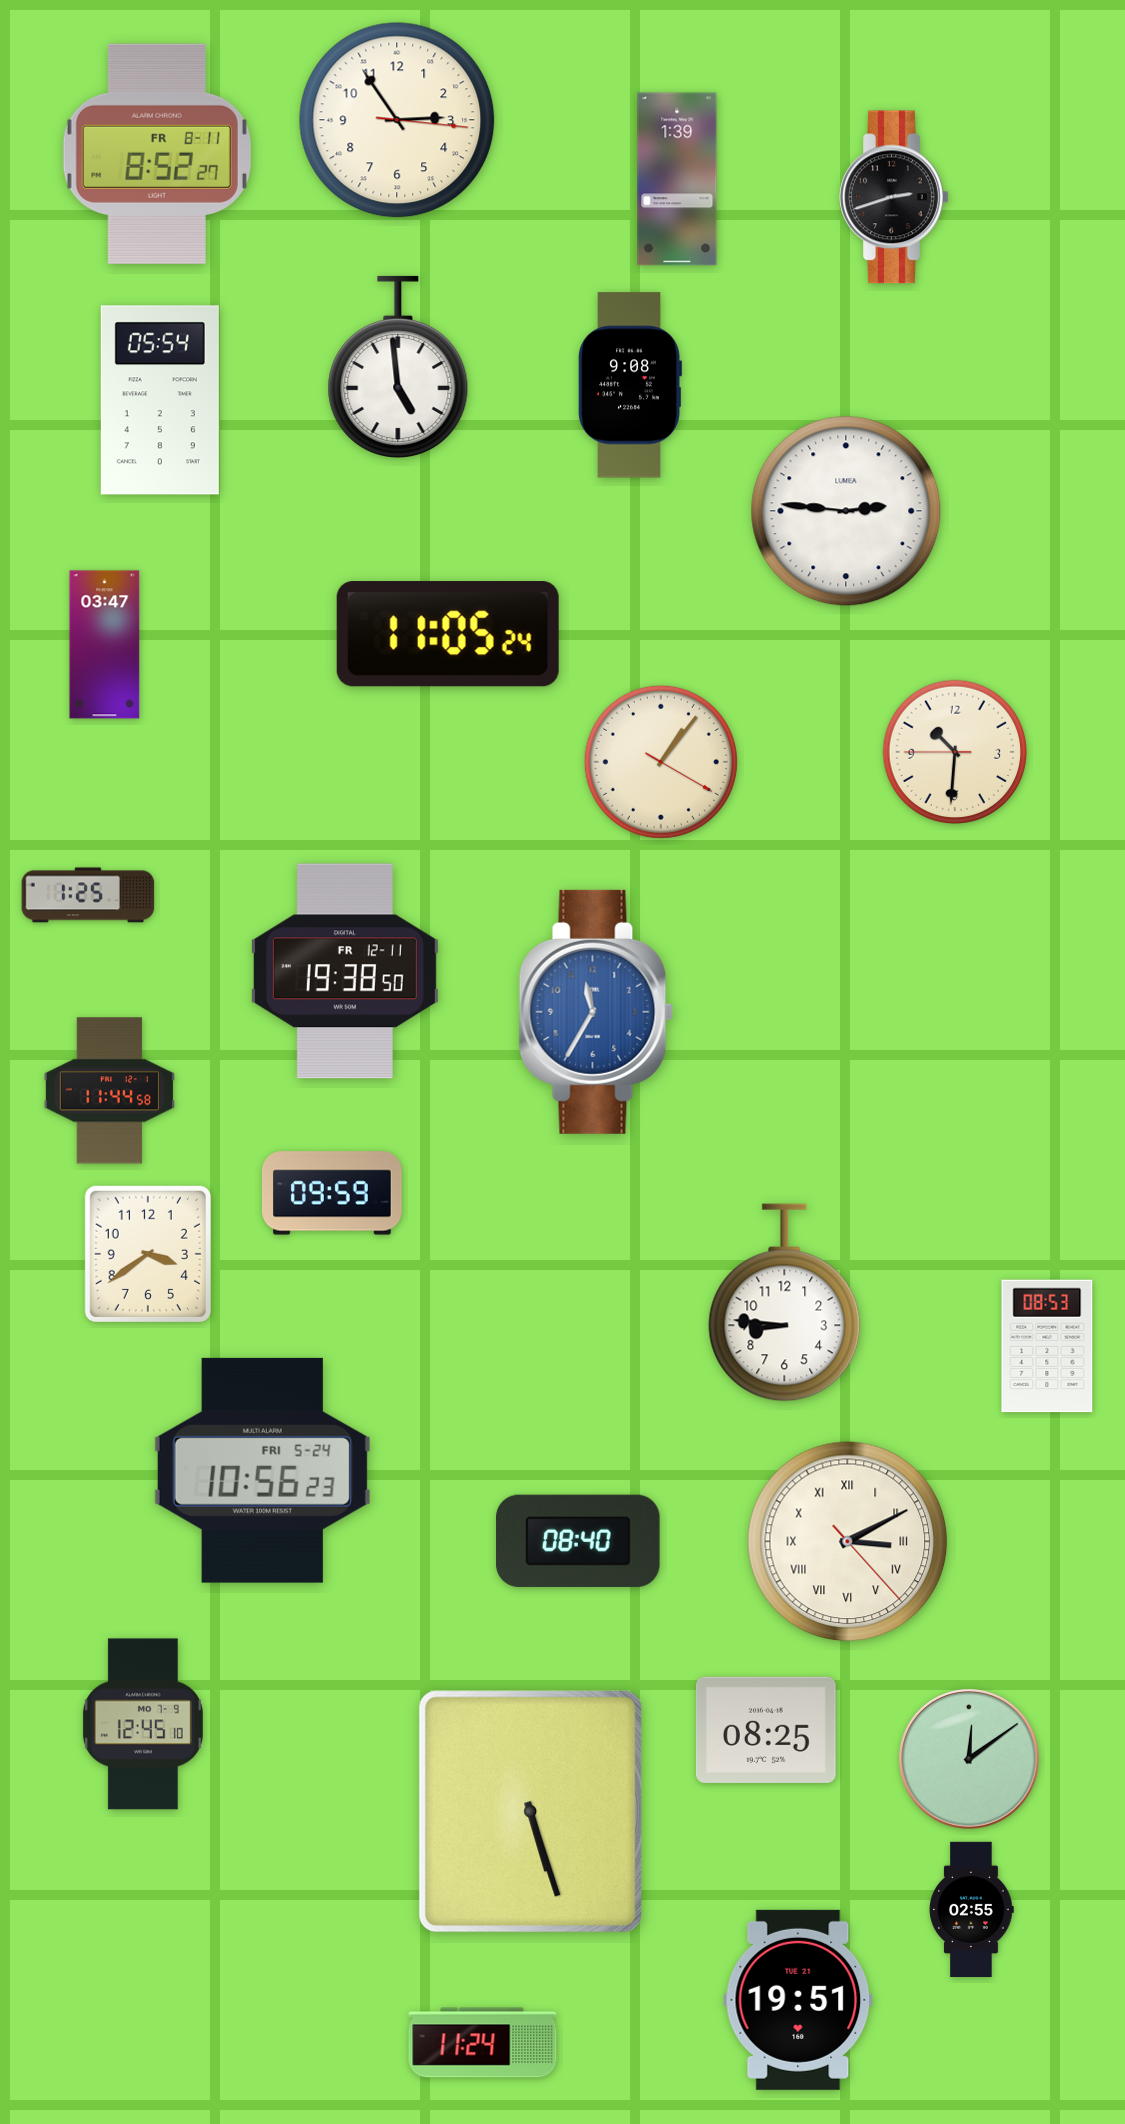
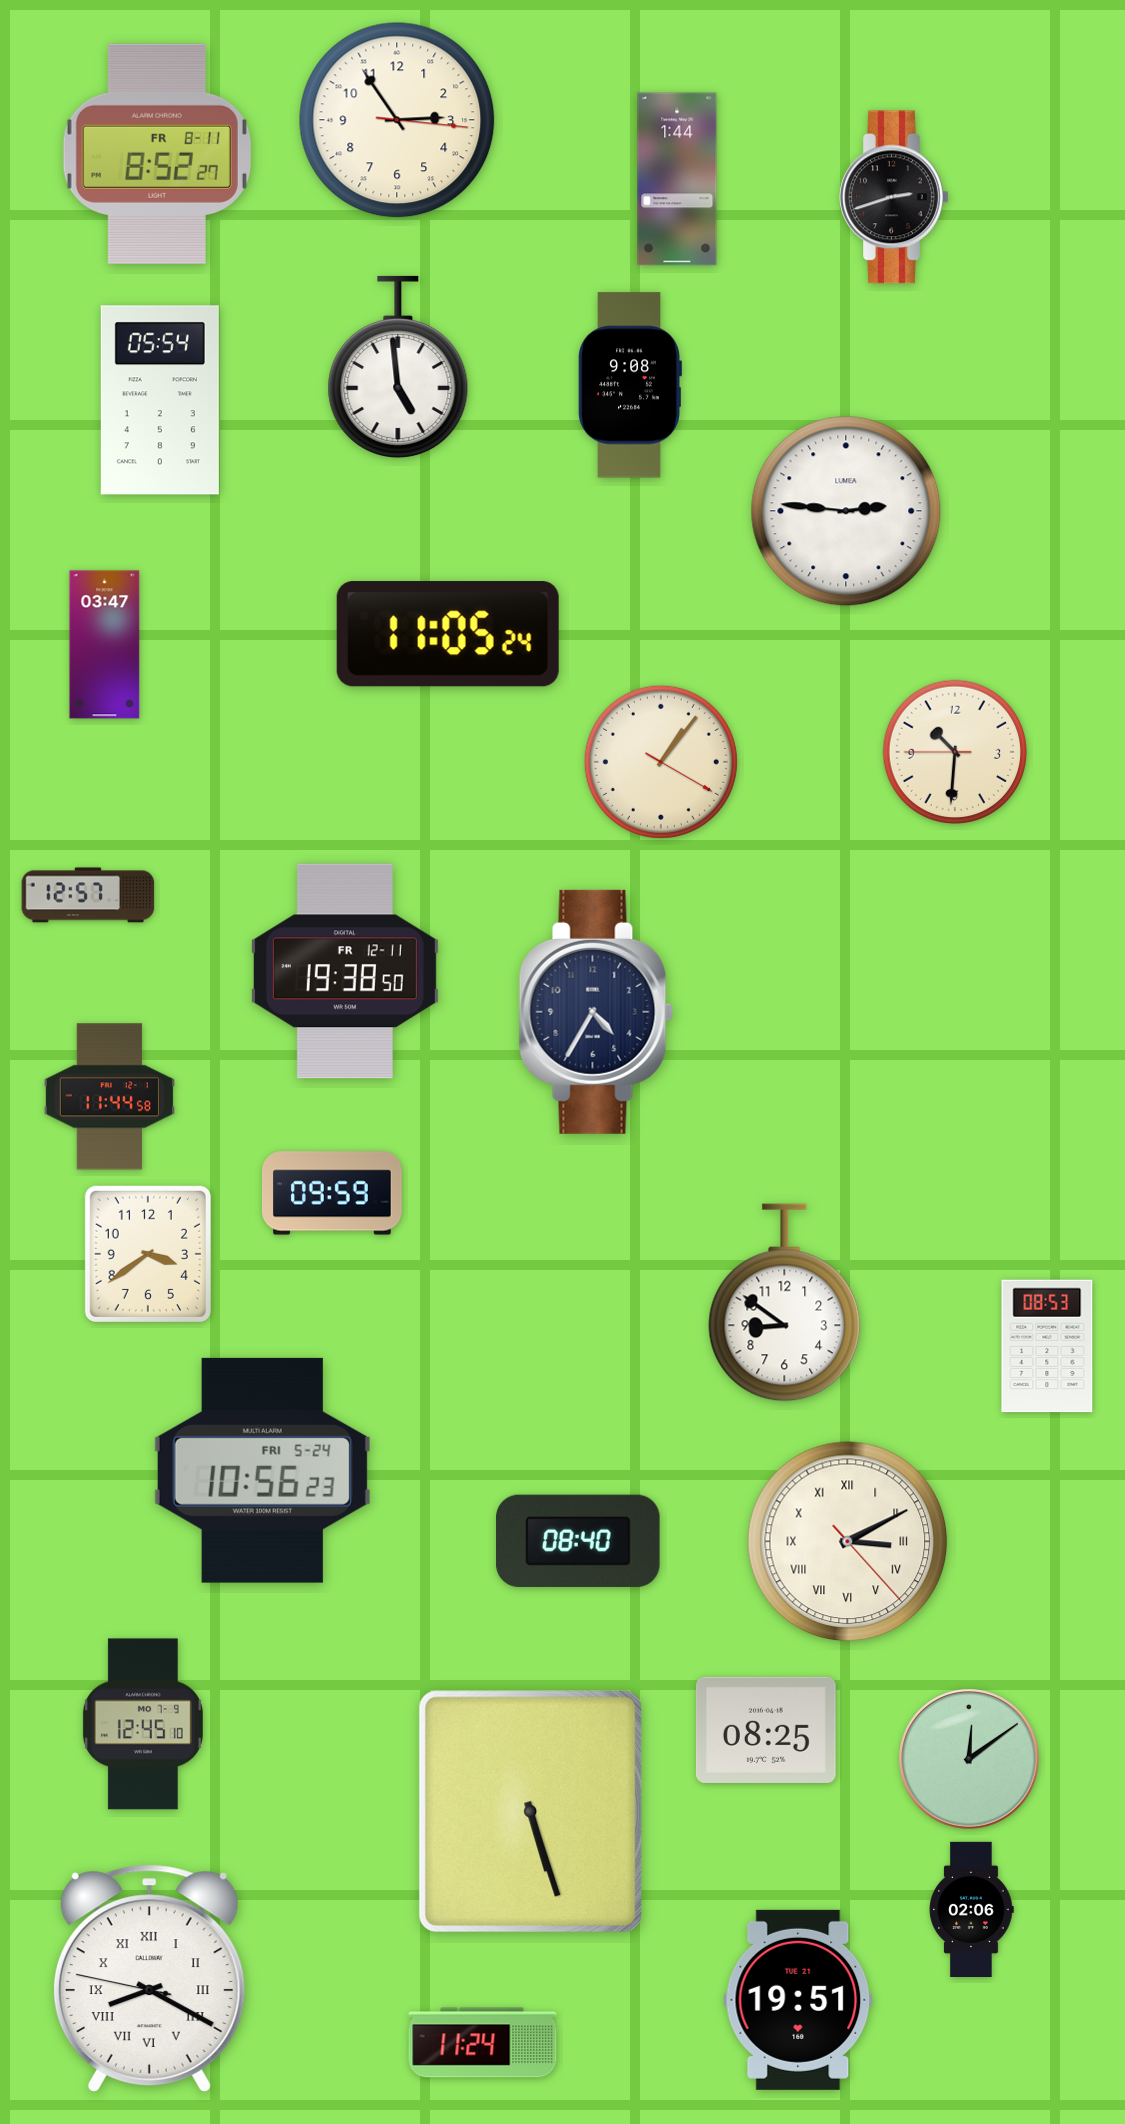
clock at (677, 179): 1:39 -> 1:44
clock at (88, 895): 1:25 -> 12:57
clock at (596, 1012): 11:35 -> 4:35
clock at (596, 1012) dial: blue -> navy
clock at (109, 1091) position: (109, 1091) -> (109, 1097)
clock at (785, 1303): 8:46 -> 8:51
clock at (971, 1909): 02:55 -> 02:06
clock at (149, 1978): none -> 8:19
